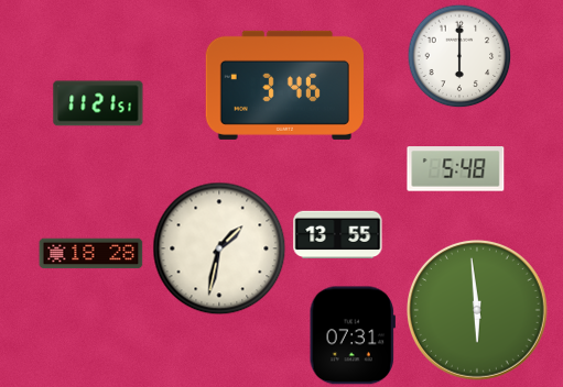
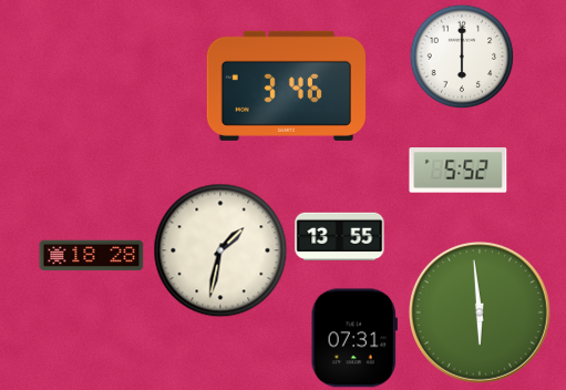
clock at (98, 103): 11:21 -> none
clock at (456, 169): 5:48 -> 5:52
